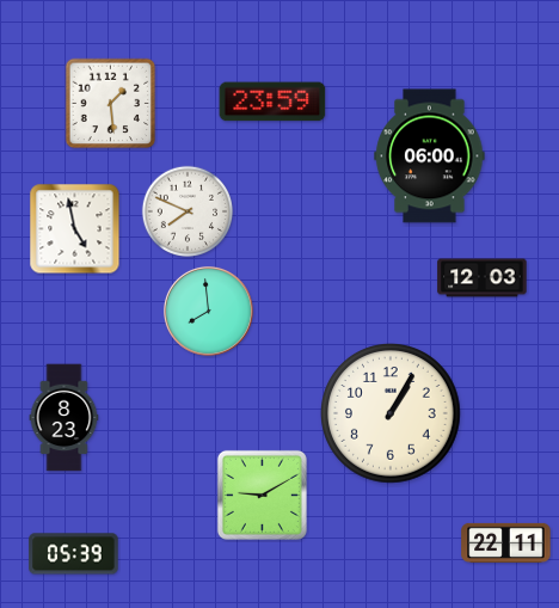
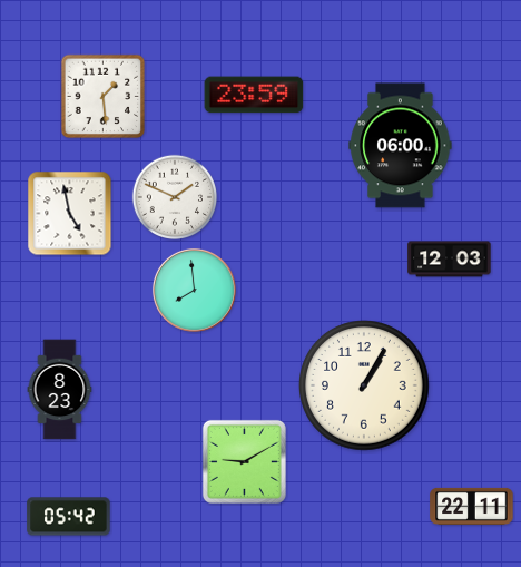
clock at (186, 210): 7:49 -> 1:49
clock at (74, 554): 05:39 -> 05:42
